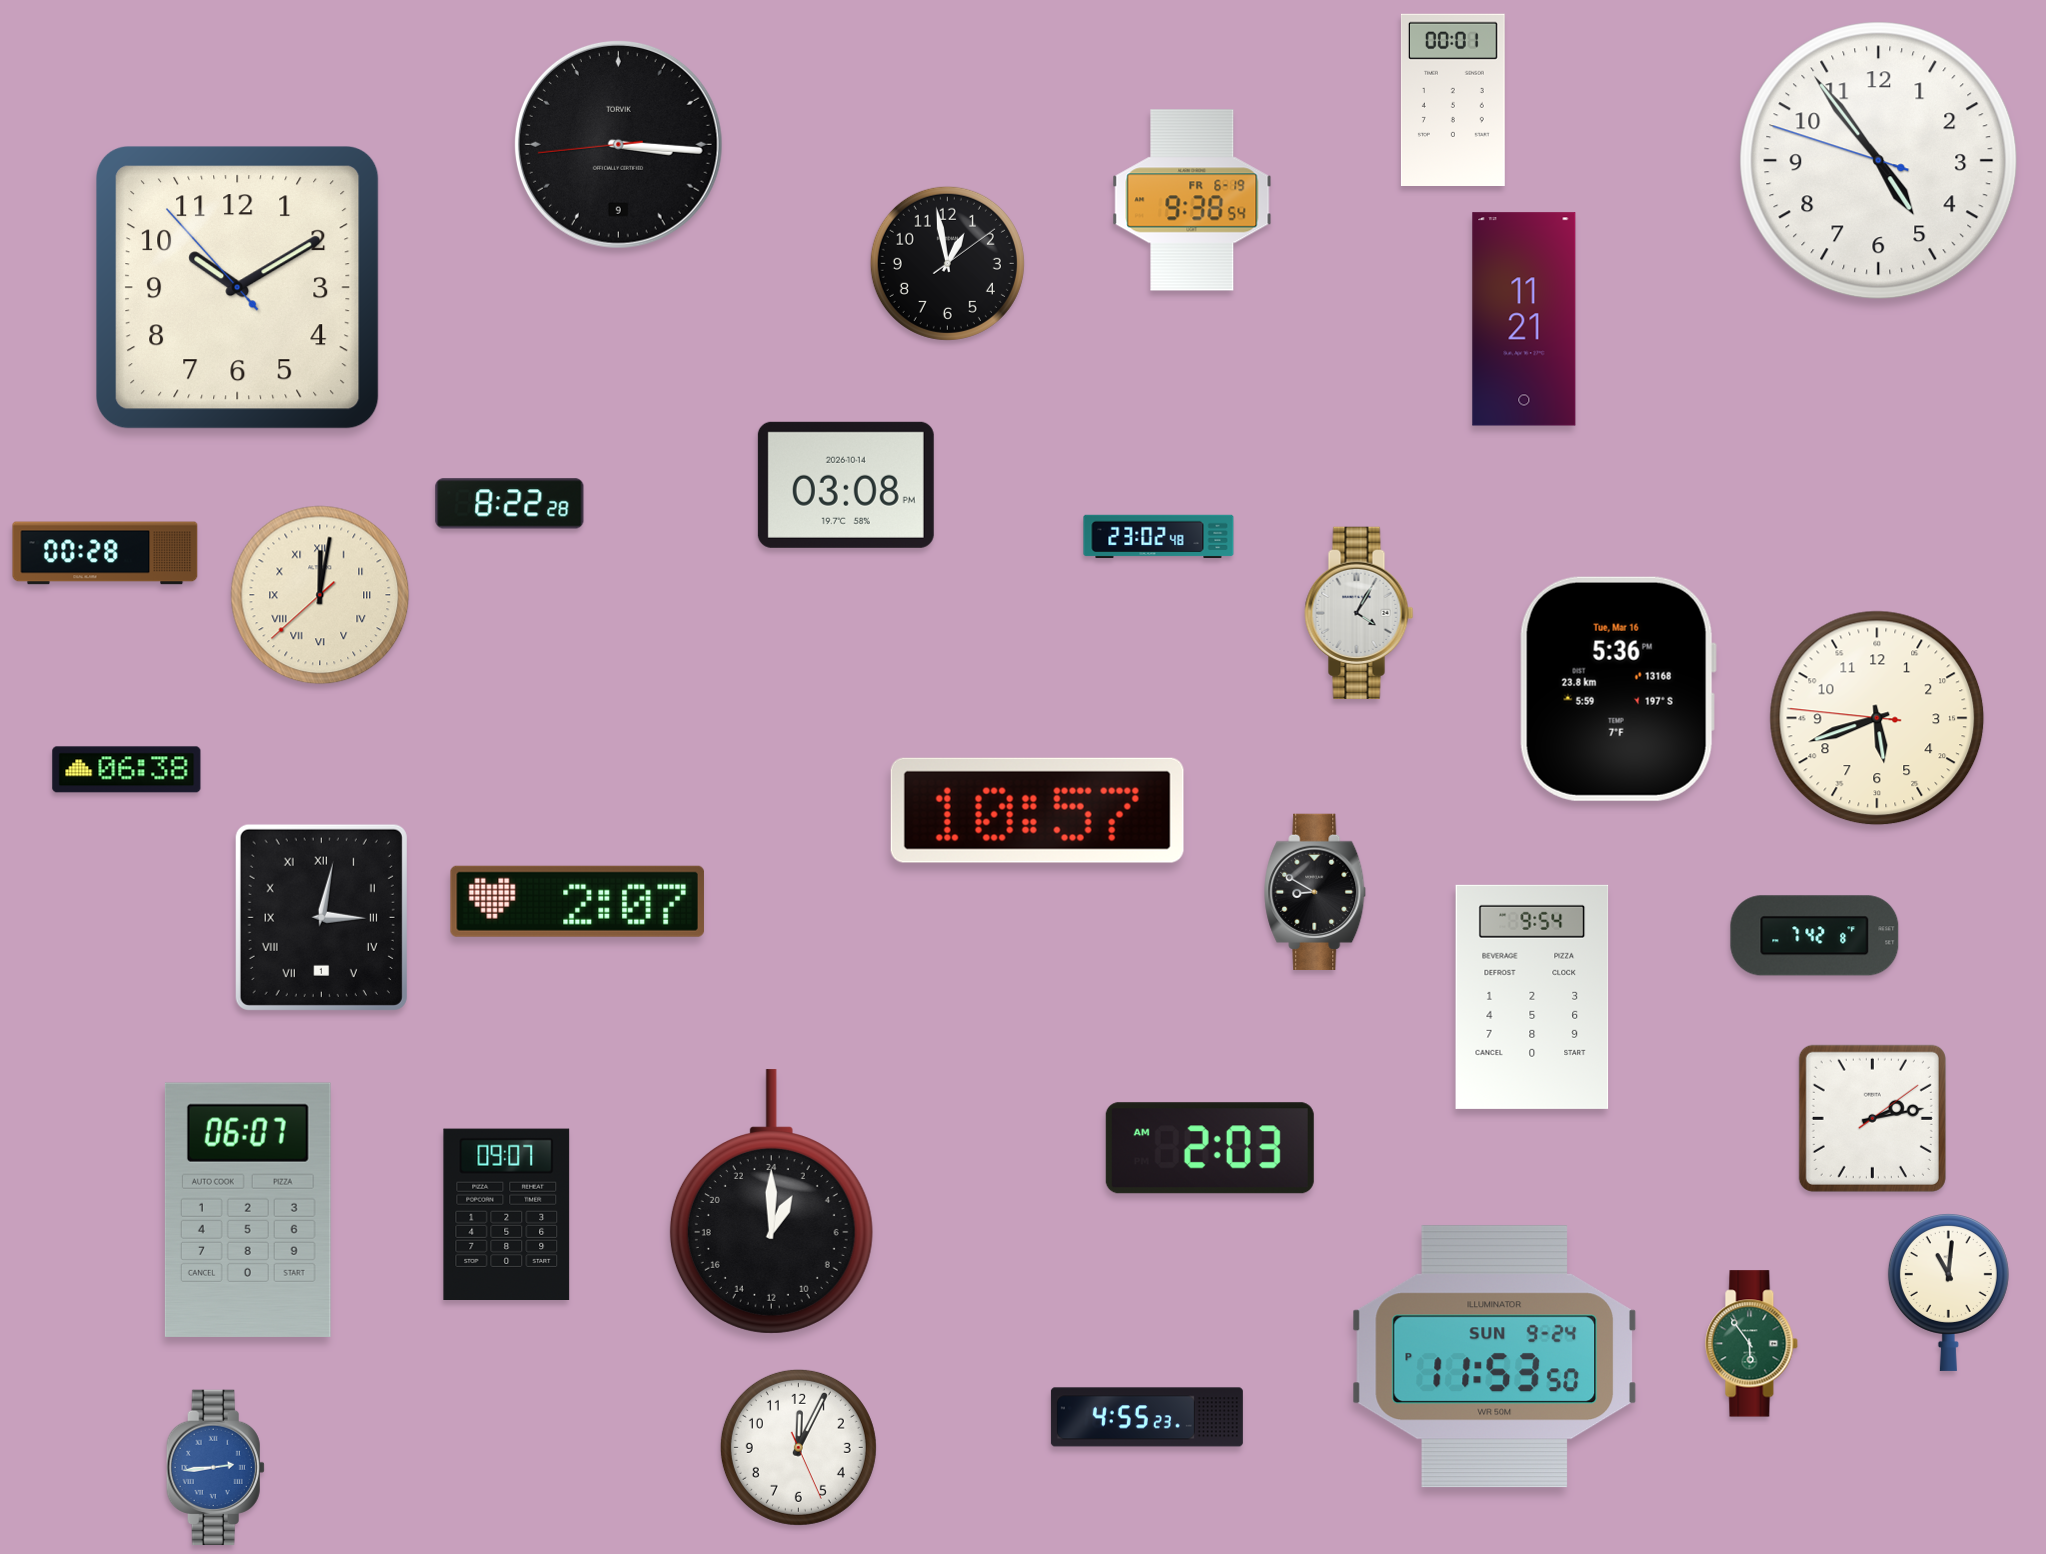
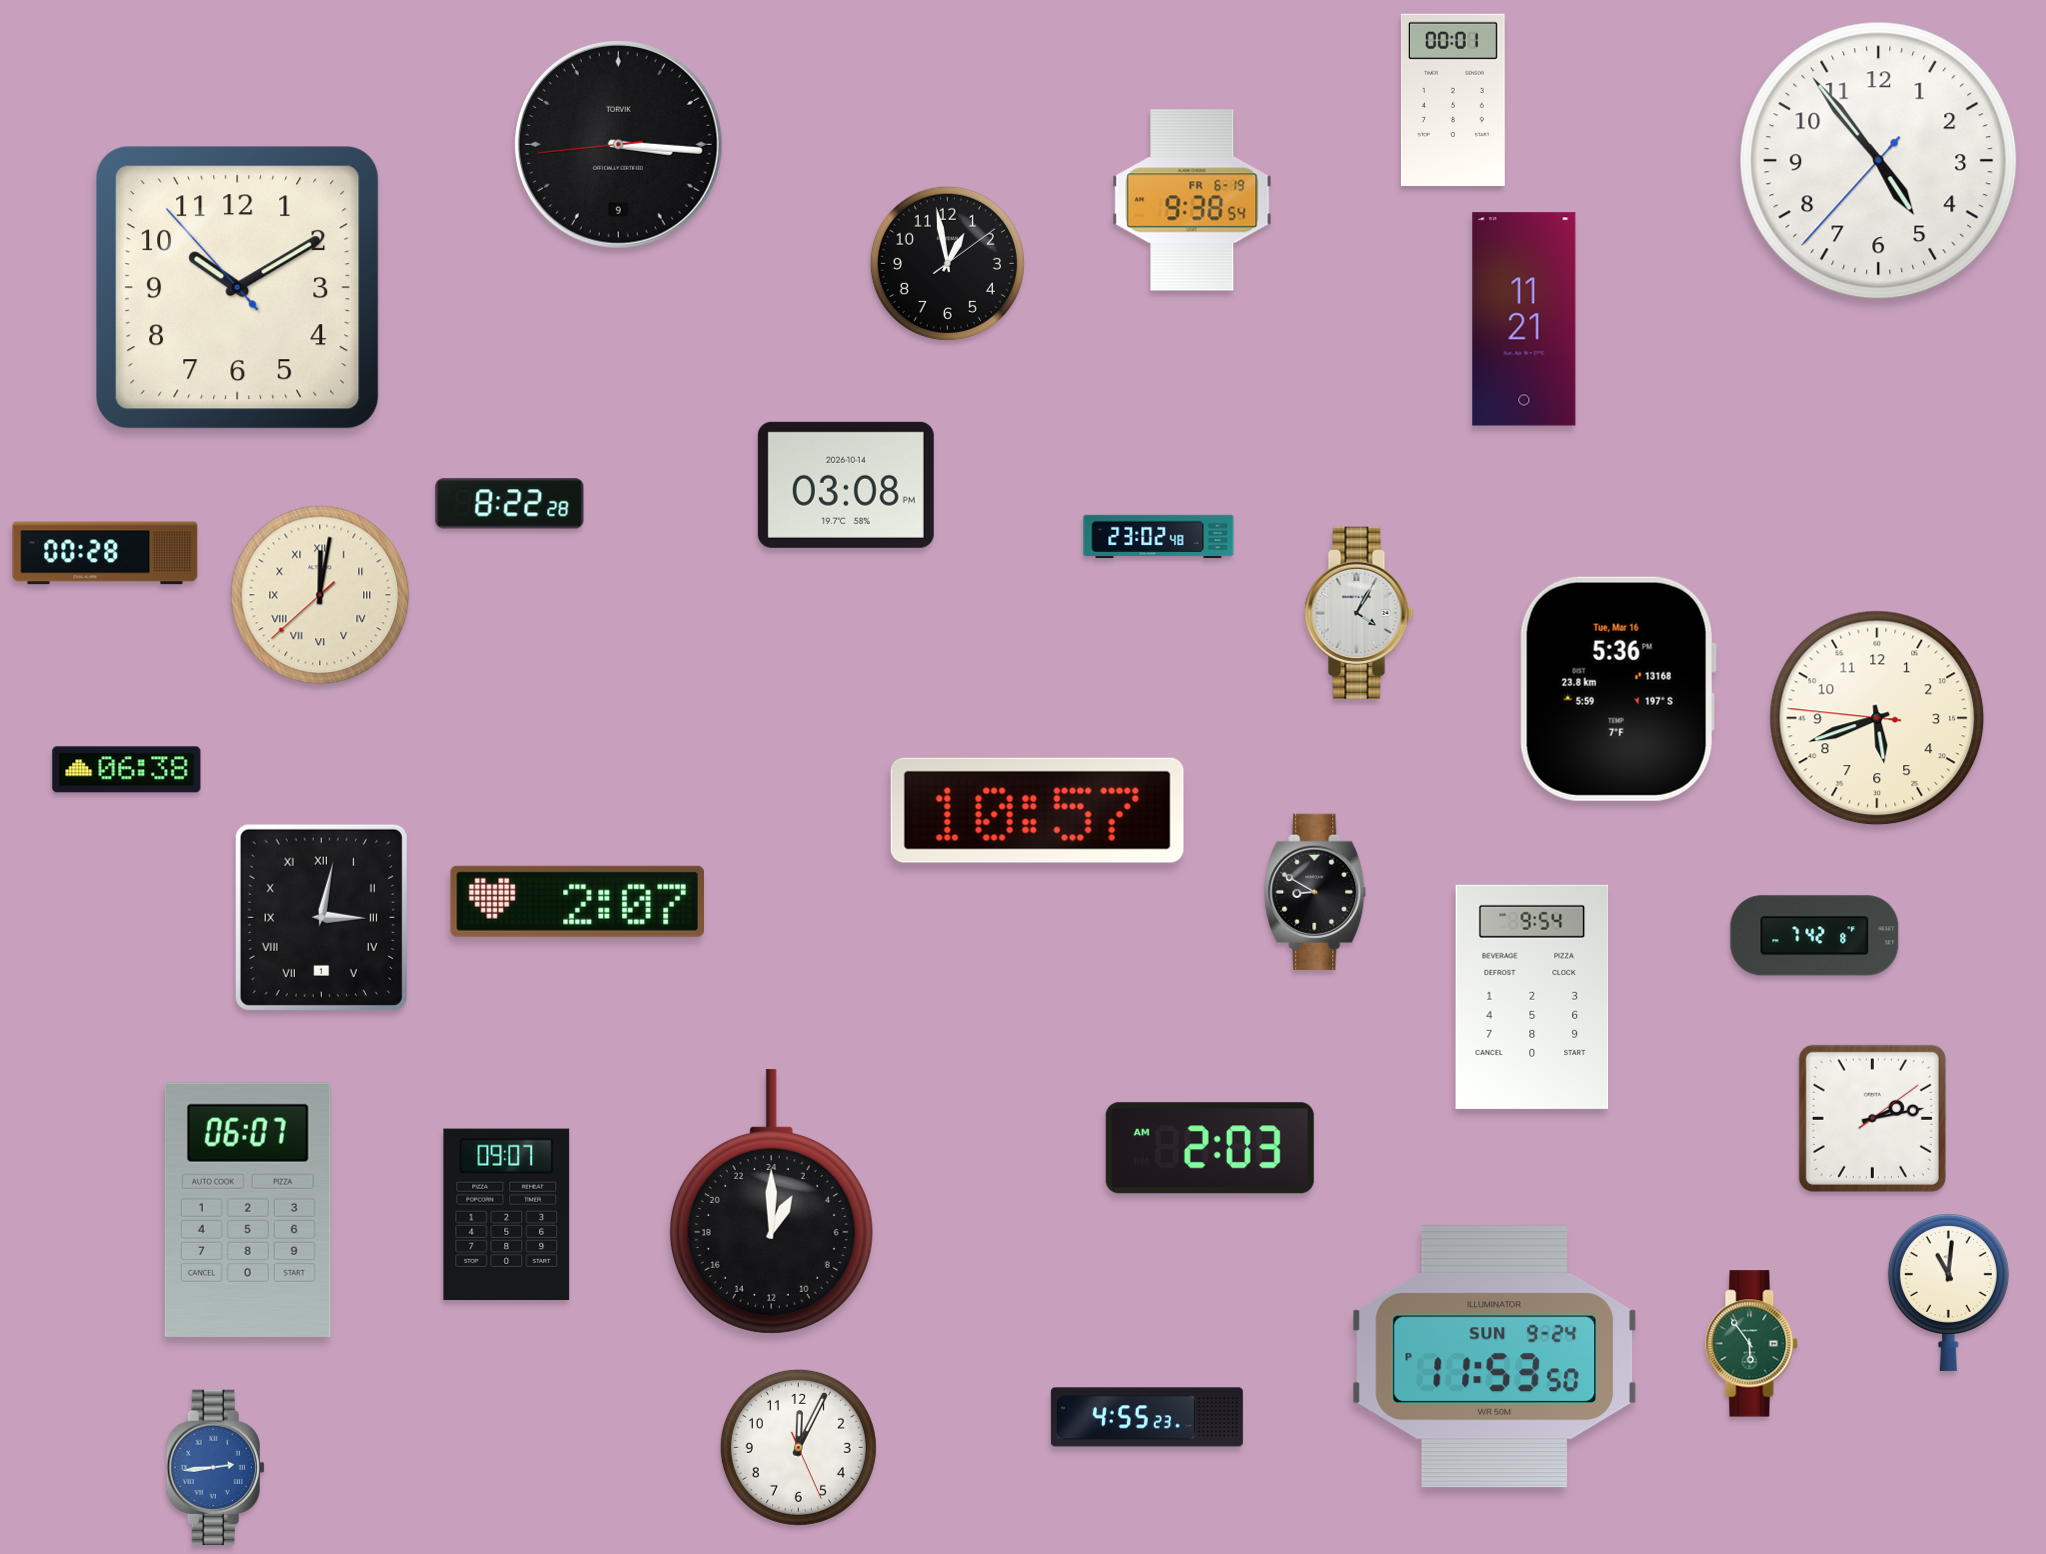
clock at (1879, 161): 4:53:48 -> 4:53:37
